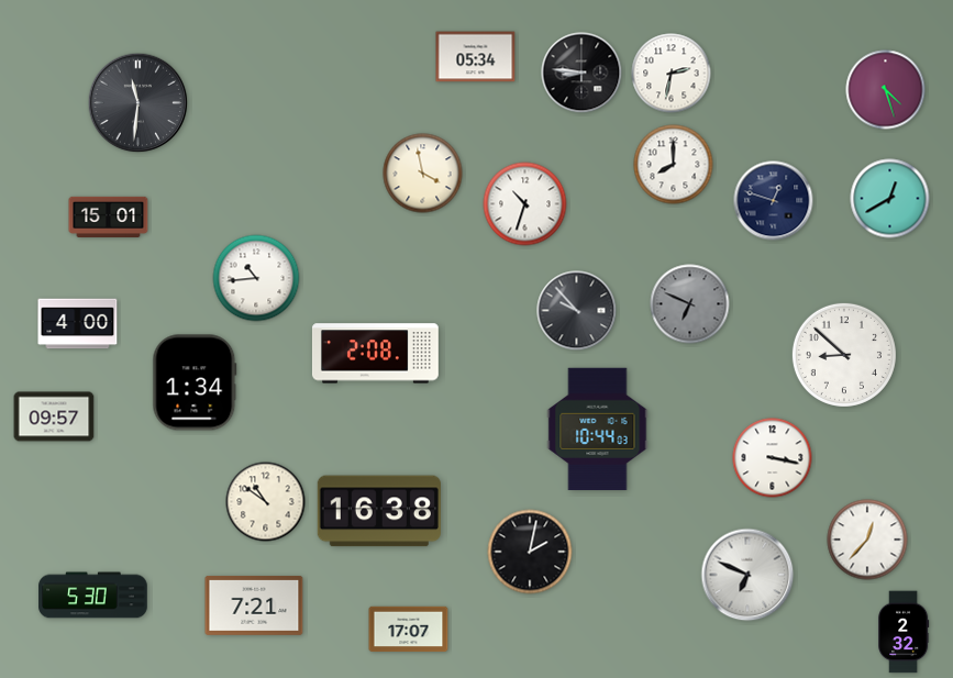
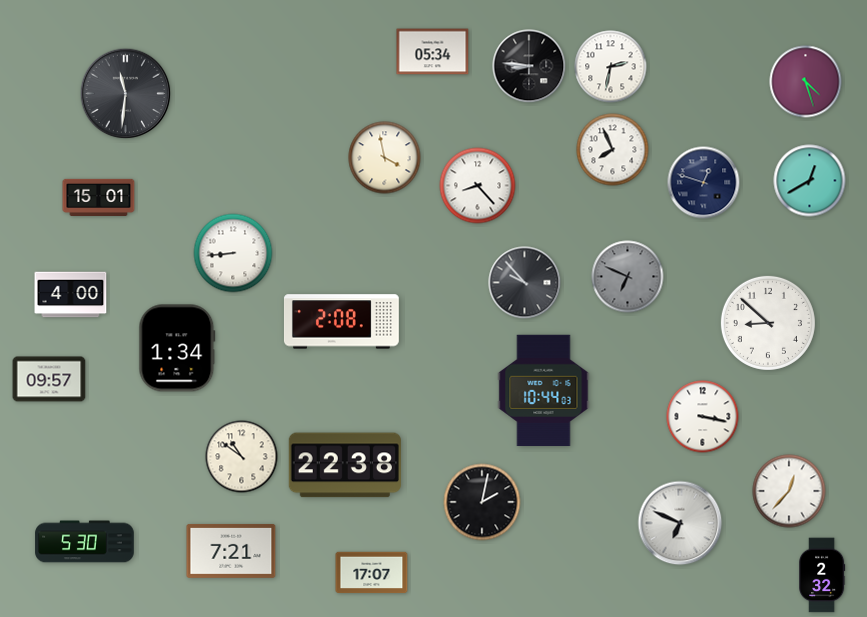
clock at (674, 165): 8:00 -> 7:56
clock at (525, 204): 10:33 -> 8:23
clock at (256, 278): 10:44 -> 8:44
clock at (379, 511): 16:38 -> 22:38
